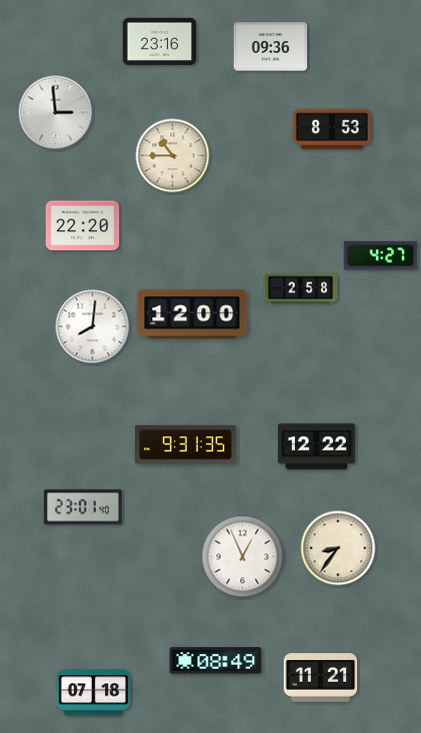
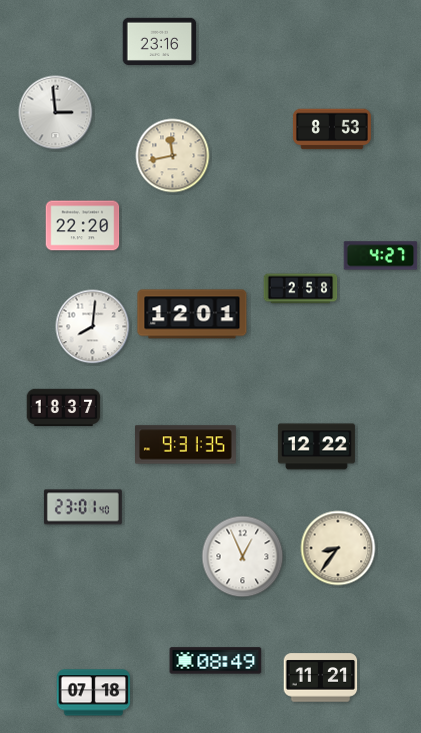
clock at (271, 47): 09:36 -> none
clock at (173, 156): 10:45 -> 11:43
clock at (192, 314): 12:00 -> 12:01
clock at (64, 408): none -> 18:37
